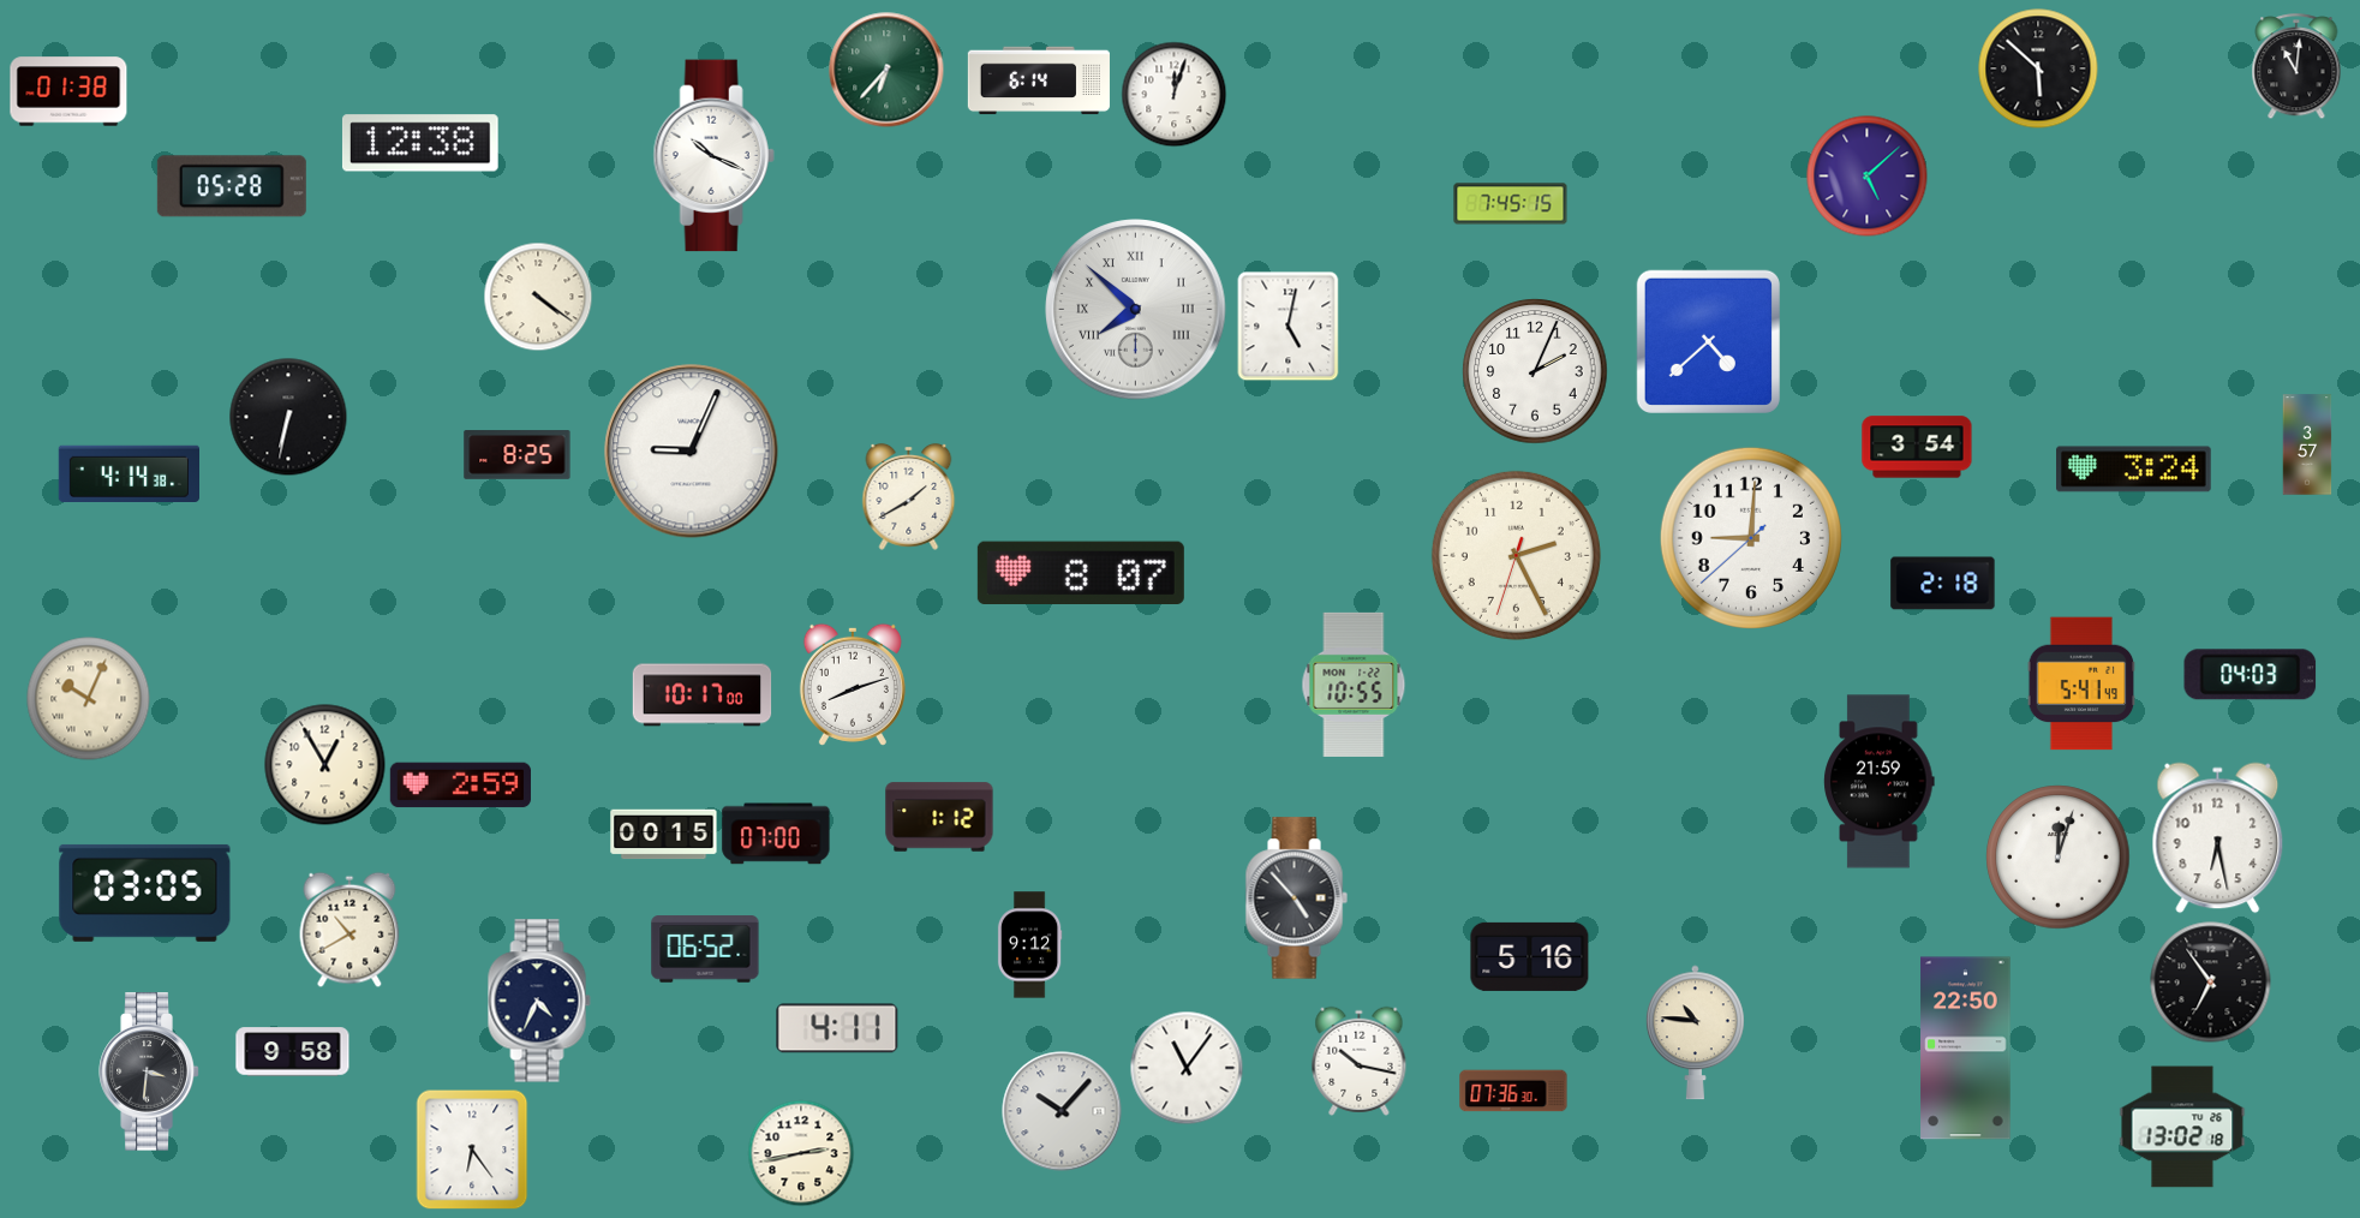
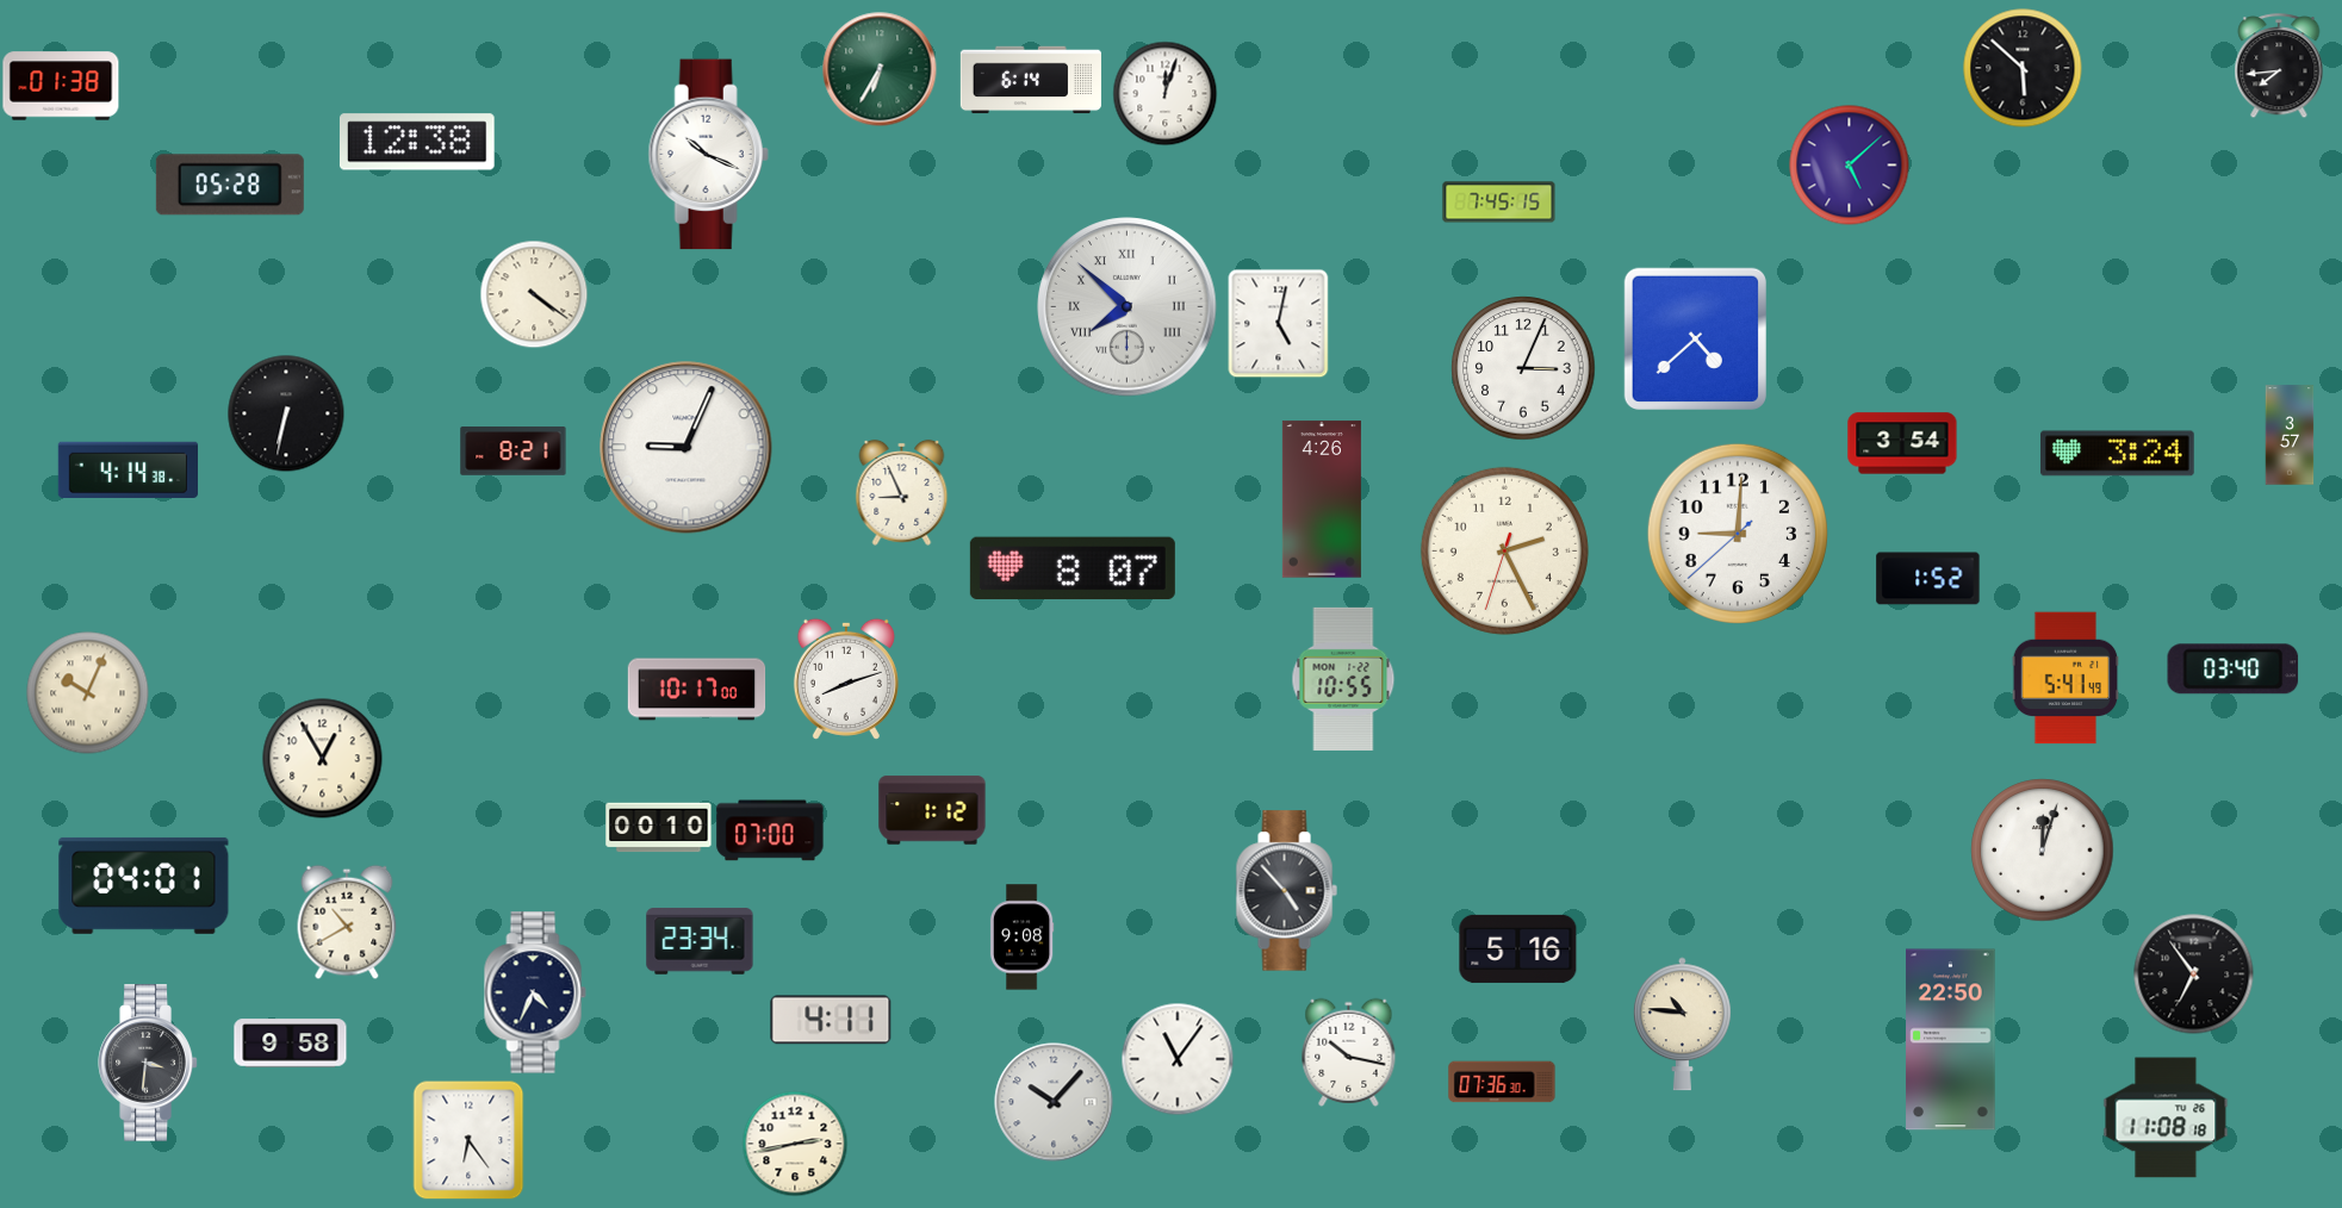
clock at (2296, 66): 11:01 -> 7:44
clock at (886, 70): 6:37 -> 6:35
clock at (68, 91) position: (68, 91) -> (61, 86)
clock at (1868, 177) position: (1868, 177) -> (1850, 166)
clock at (1535, 371): 2:04 -> 3:04
clock at (2307, 444) position: (2307, 444) -> (2290, 435)
clock at (518, 455): 8:25 -> 8:21
clock at (2134, 470) position: (2134, 470) -> (2118, 454)
clock at (909, 496): 1:40 -> 8:56
clock at (1322, 499): none -> 4:26
clock at (1943, 584): 2:18 -> 1:52
clock at (2251, 675): 04:03 -> 03:40
clock at (1880, 782): 21:59 -> none
clock at (460, 786): 2:59 -> none
clock at (776, 834) position: (776, 834) -> (770, 830)
clock at (664, 835): 00:15 -> 00:10
clock at (2218, 838): 6:28 -> none
clock at (145, 892): 03:05 -> 04:01
clock at (1029, 945): 9:12 -> 9:08
clock at (705, 949): 06:52 -> 23:34
clock at (2182, 1127): 13:02 -> 11:08
